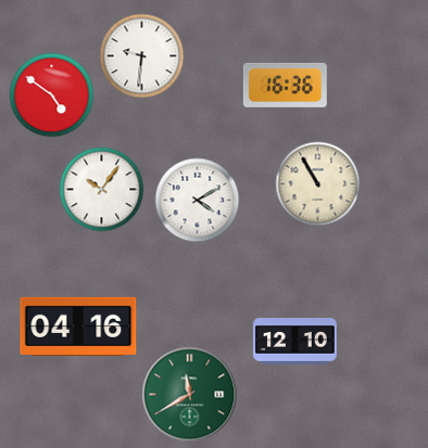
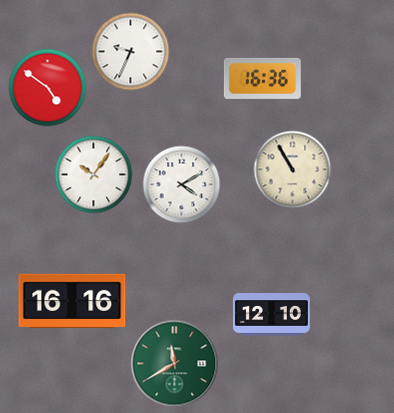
clock at (141, 55): 9:31 -> 9:34
clock at (78, 325): 04:16 -> 16:16
